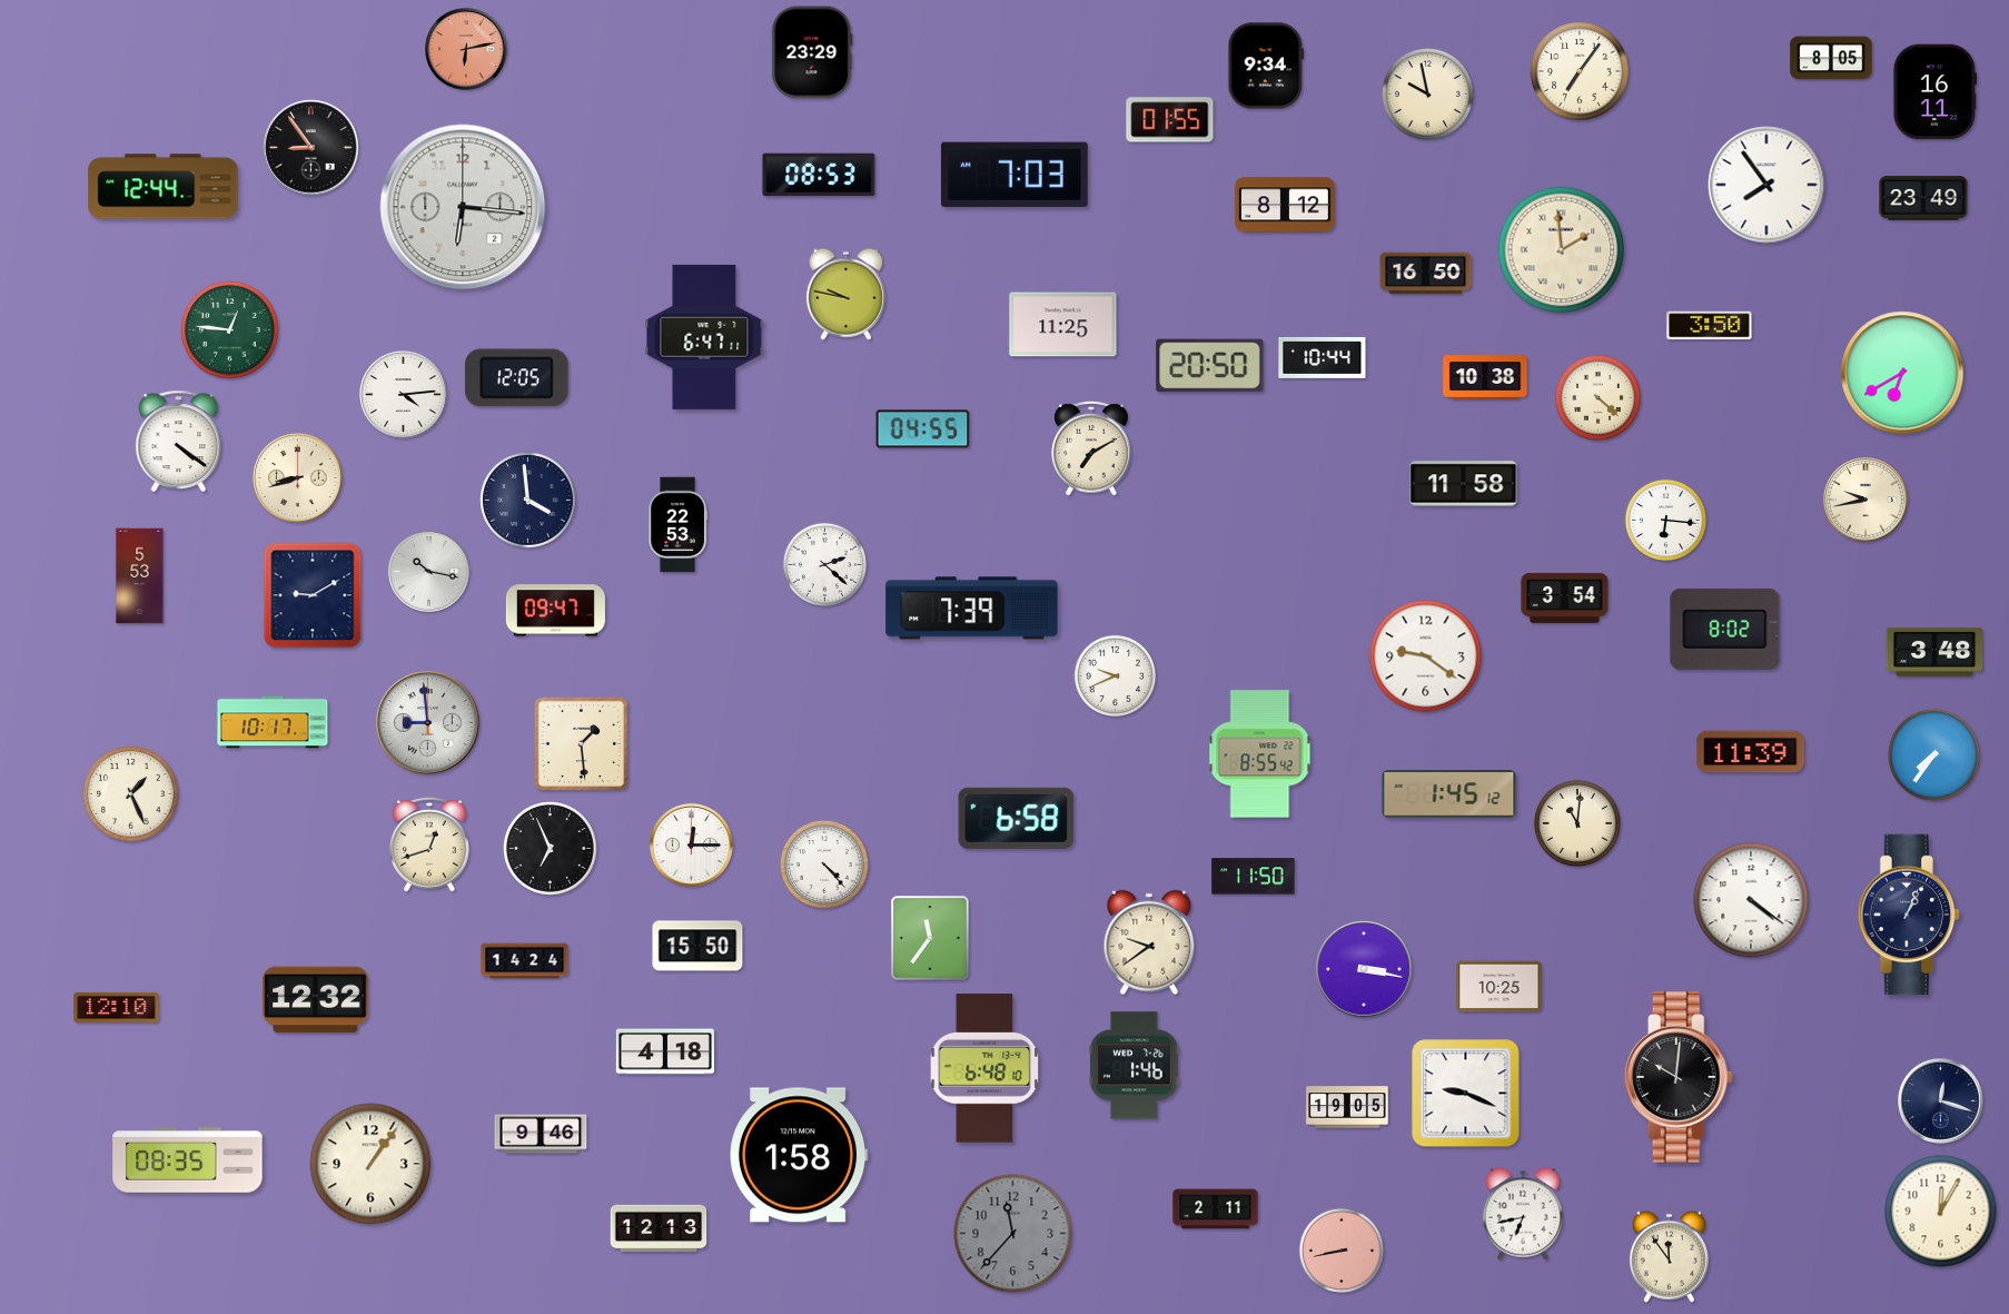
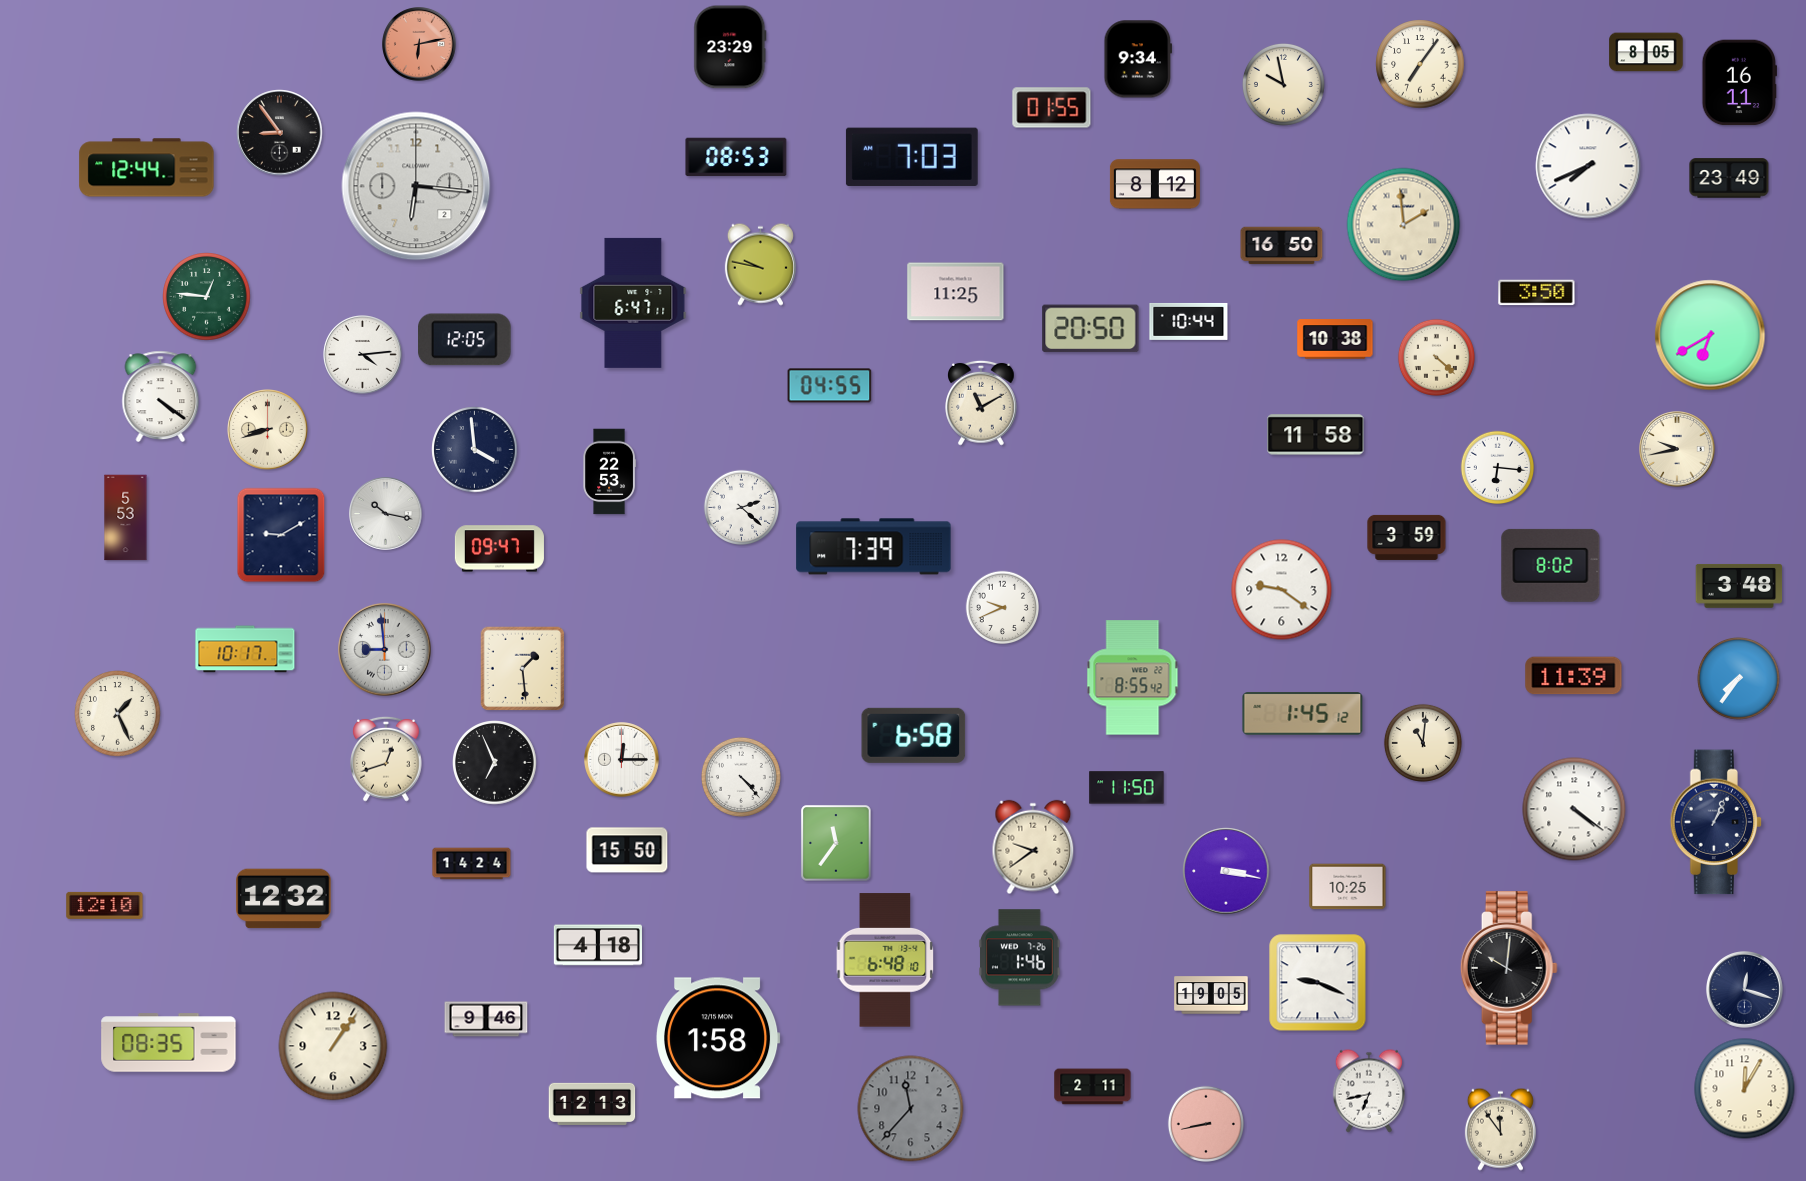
clock at (1766, 185): 7:54 -> 7:41
clock at (1210, 366) position: (1210, 366) -> (1091, 329)
clock at (1091, 448): 7:10 -> 11:10
clock at (1565, 597): 3:54 -> 3:59
clock at (1577, 823) position: (1577, 823) -> (1423, 743)
